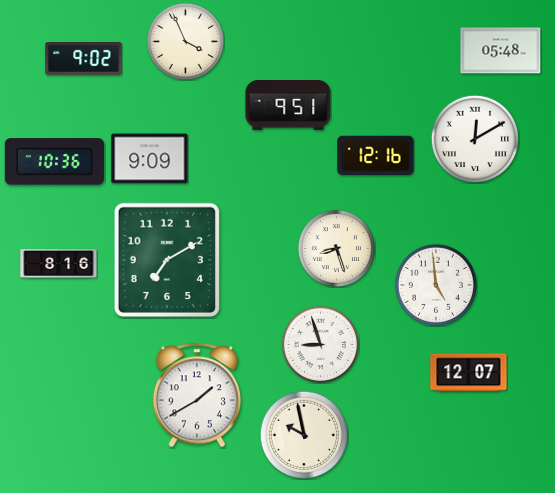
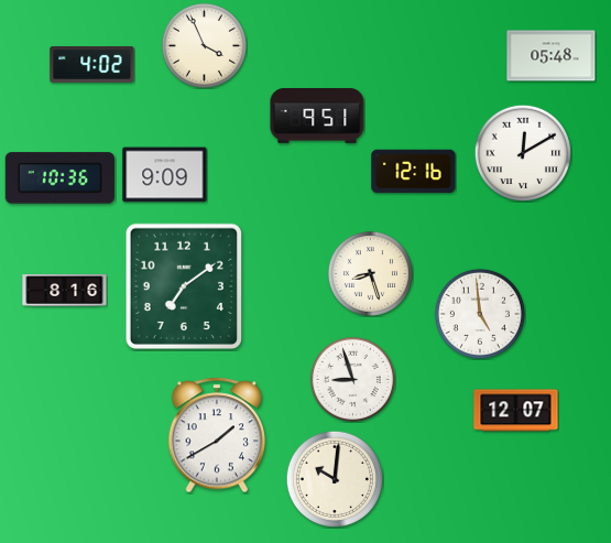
clock at (84, 59): 9:02 -> 4:02
clock at (166, 259): 7:10 -> 7:09
clock at (303, 434): 9:58 -> 10:01
